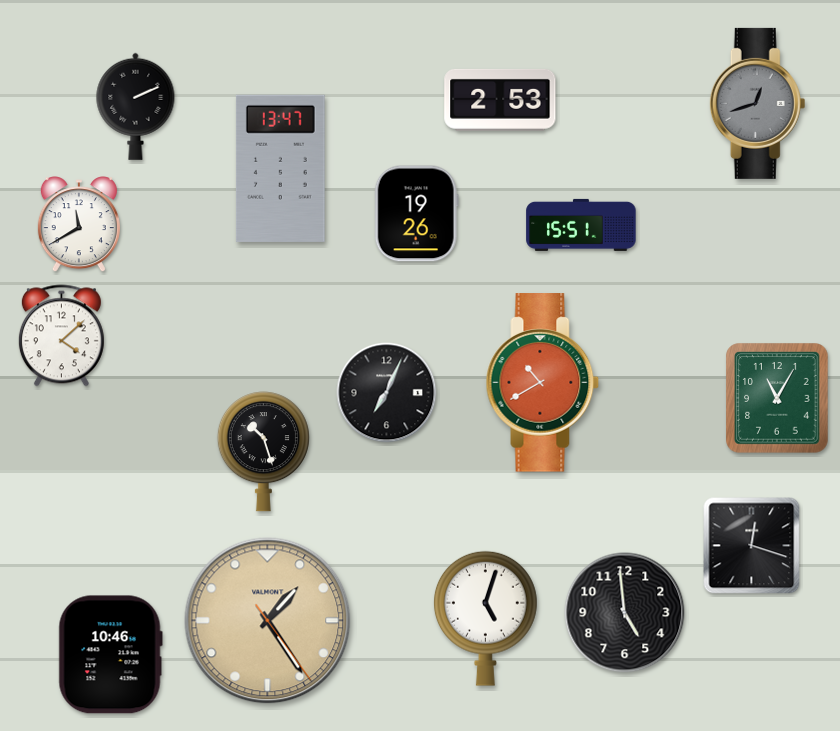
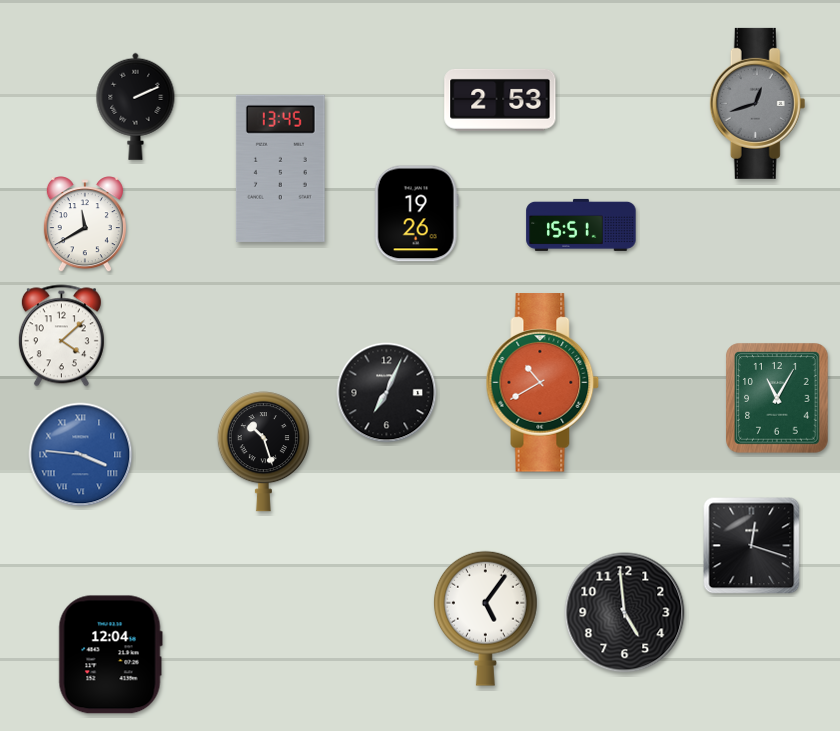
clock at (280, 168): 13:47 -> 13:45
clock at (79, 225) position: (79, 225) -> (85, 225)
clock at (81, 455): none -> 3:46
clock at (485, 618): 5:03 -> 5:06
clock at (268, 621): 1:24 -> none
clock at (110, 655): 10:46 -> 12:04
